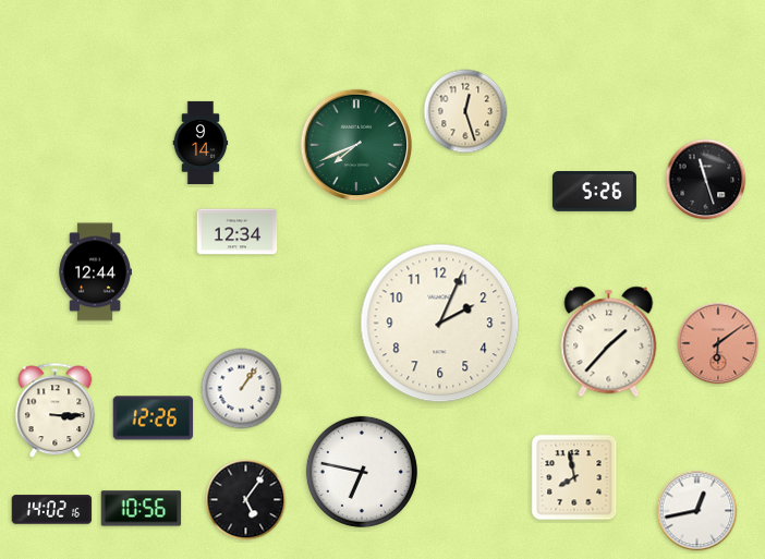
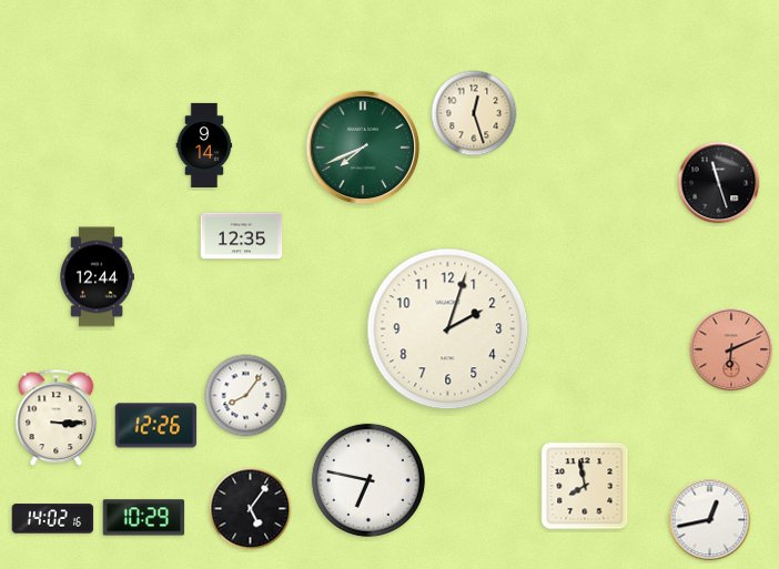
clock at (594, 192): 5:26 -> none
clock at (238, 232): 12:34 -> 12:35
clock at (440, 324): 2:04 -> 2:03
clock at (609, 342): 1:37 -> none
clock at (718, 343): 6:09 -> 6:11
clock at (242, 389): 1:06 -> 8:06
clock at (142, 509): 10:56 -> 10:29
